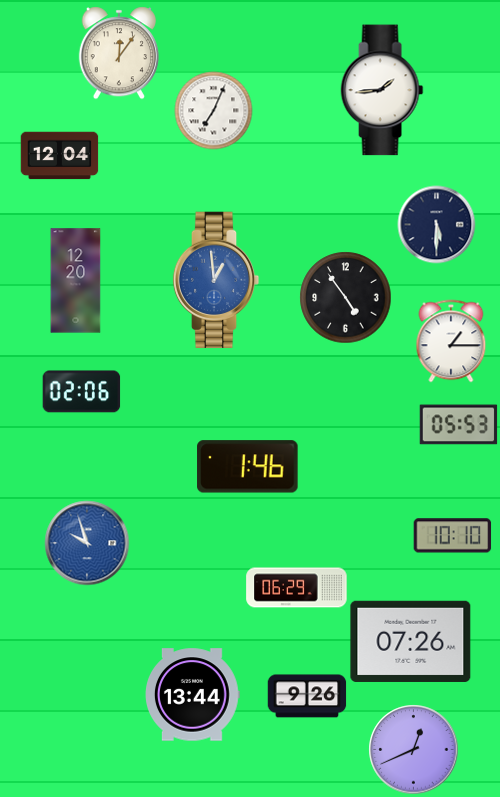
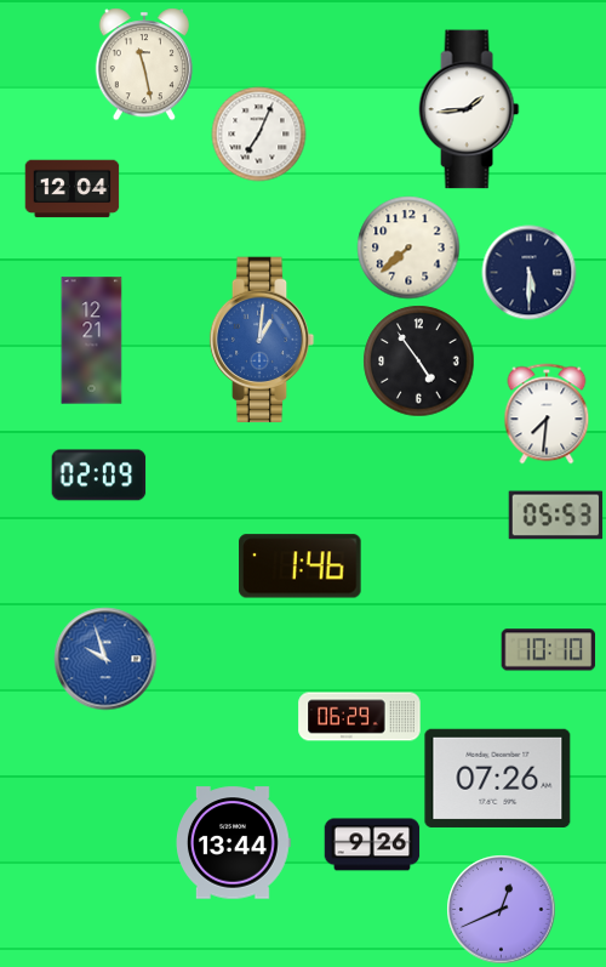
clock at (119, 53): 12:06 -> 11:28
clock at (382, 90) position: (382, 90) -> (469, 109)
clock at (408, 248): none -> 7:38
clock at (216, 280): 12:59 -> 1:01
clock at (76, 281): 12:20 -> 12:21
clock at (451, 341): 1:15 -> 7:31
clock at (81, 392): 02:06 -> 02:09
clock at (297, 588) position: (297, 588) -> (360, 717)
